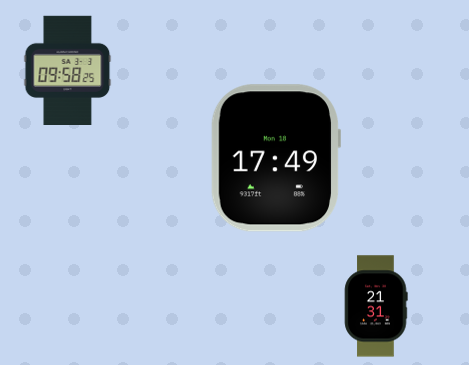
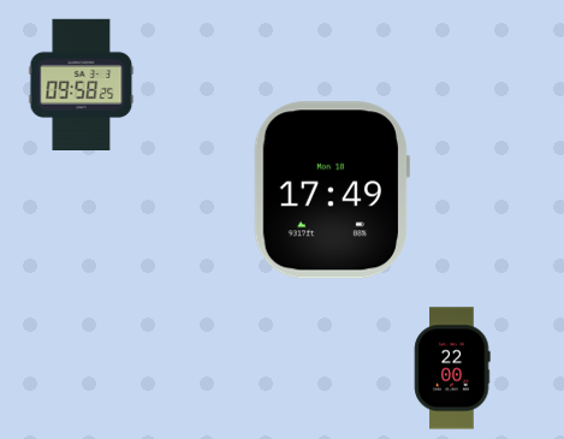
clock at (376, 306): 21:31 -> 22:00
